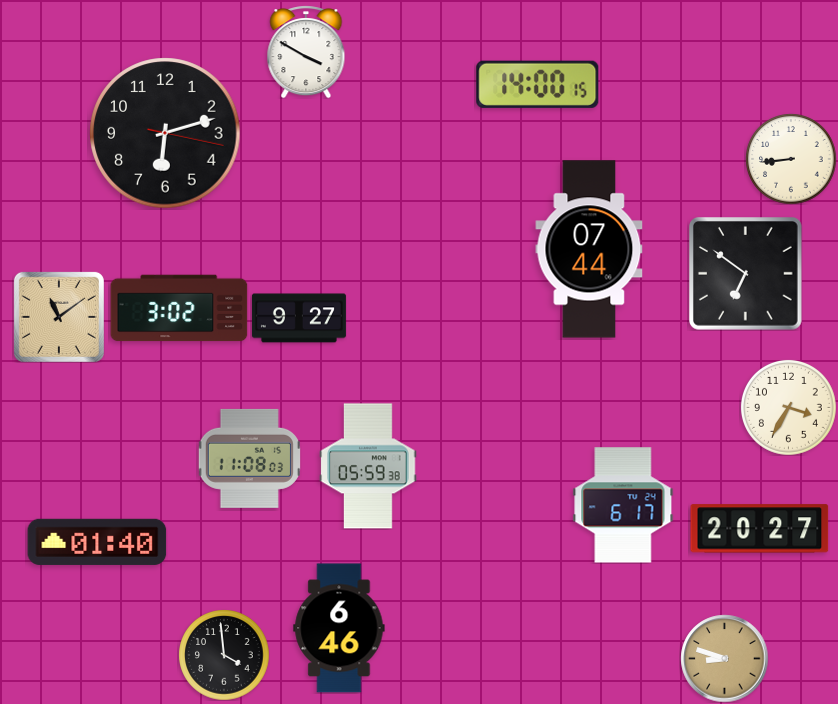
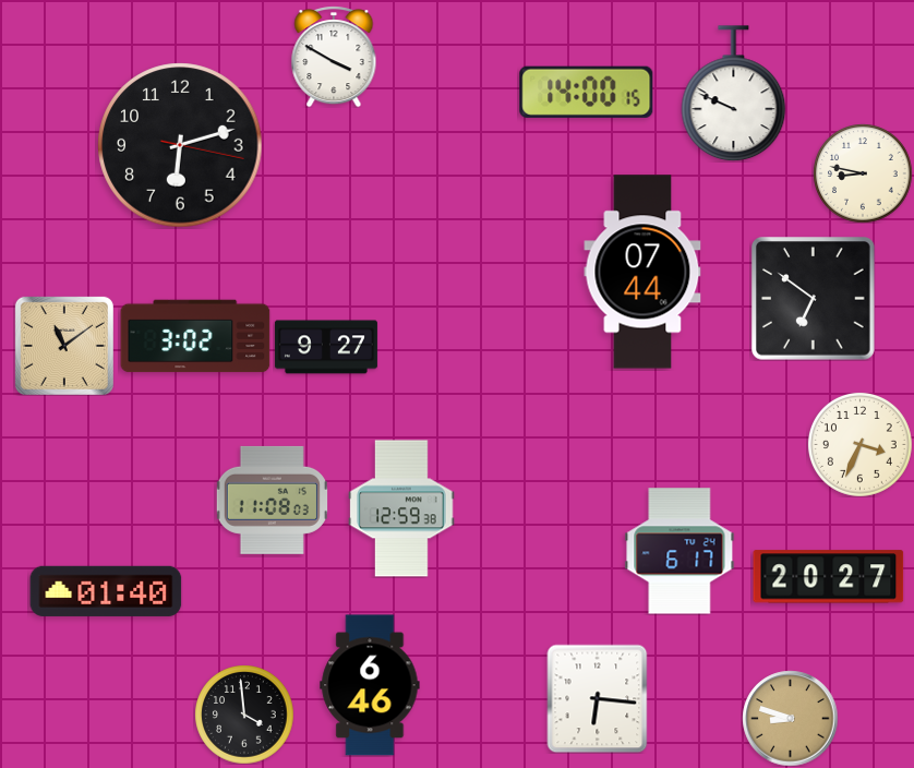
clock at (734, 94): none -> 9:49
clock at (791, 159): 8:44 -> 8:47
clock at (788, 407): 3:35 -> 3:34
clock at (368, 466): 05:59 -> 12:59
clock at (598, 698): none -> 6:16
